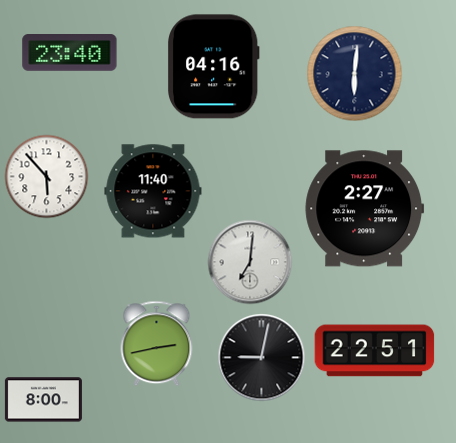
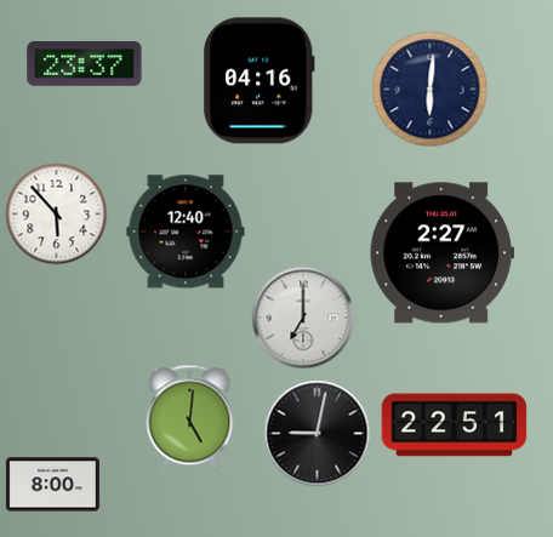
clock at (70, 53): 23:40 -> 23:37
clock at (153, 191): 11:40 -> 12:40
clock at (250, 262): 7:01 -> 7:00
clock at (157, 343): 2:43 -> 5:01
